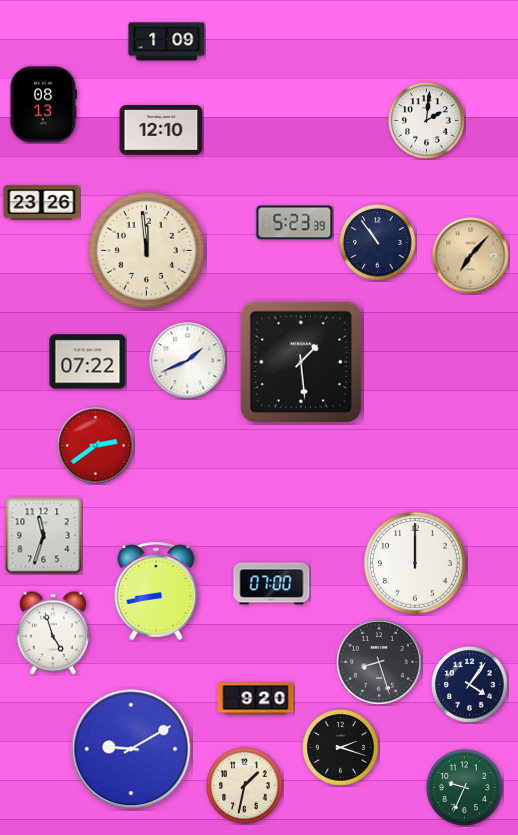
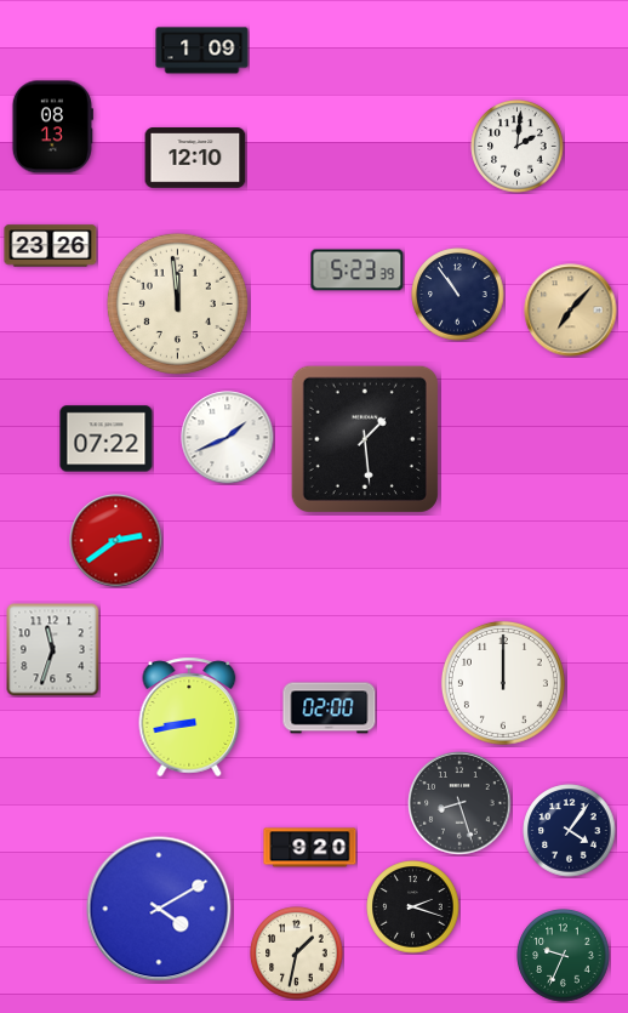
clock at (272, 584): 07:00 -> 02:00
clock at (53, 633): 4:57 -> none
clock at (131, 749): 9:10 -> 4:10
